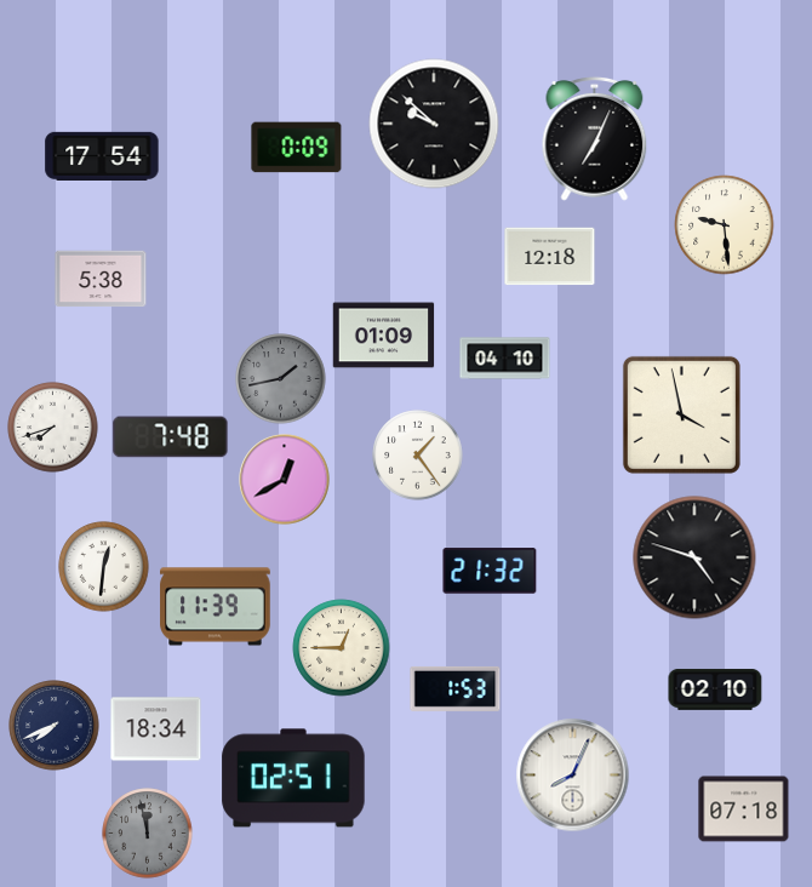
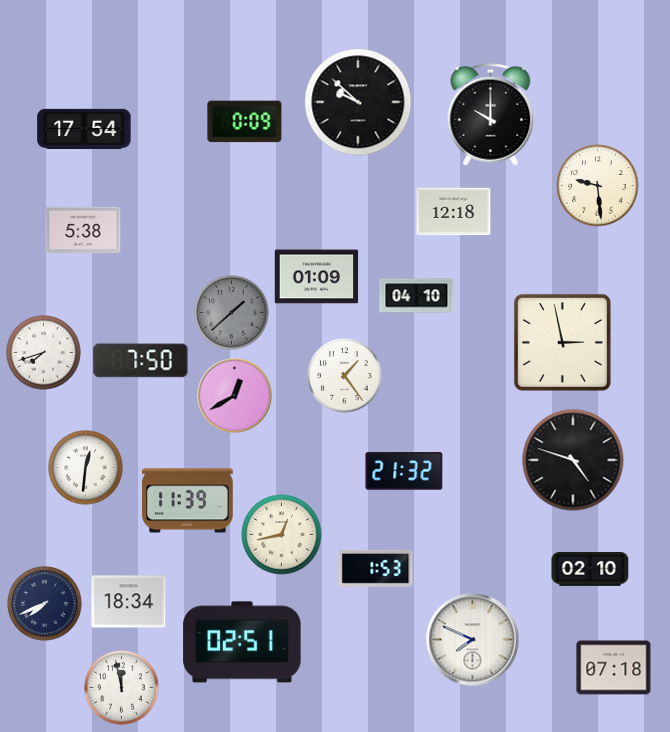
clock at (595, 138): 7:04 -> 10:00
clock at (281, 379): 1:43 -> 1:38
clock at (681, 414): 3:58 -> 2:58
clock at (171, 437): 7:48 -> 7:50
clock at (216, 607) position: (216, 607) -> (188, 501)
clock at (342, 648): 12:45 -> 12:43
clock at (55, 726) position: (55, 726) -> (45, 604)
clock at (573, 776): 8:04 -> 7:49
clock at (148, 834) dial: grey -> white
